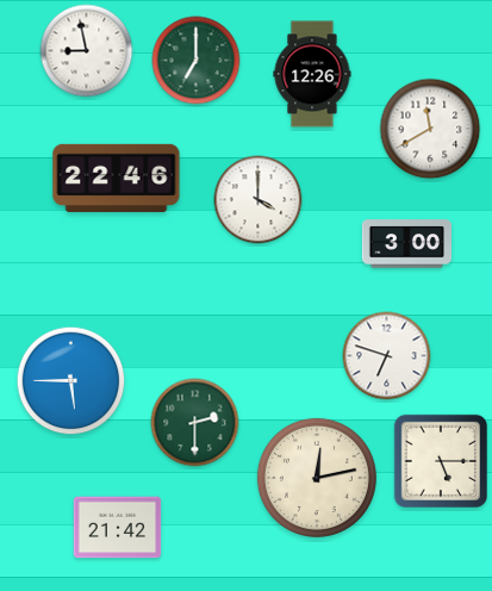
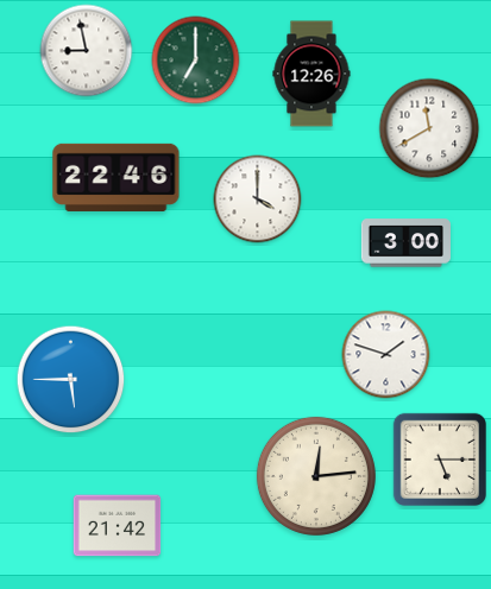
clock at (387, 356): 6:48 -> 1:48
clock at (195, 423): 2:30 -> none
clock at (317, 478): 12:13 -> 12:14
